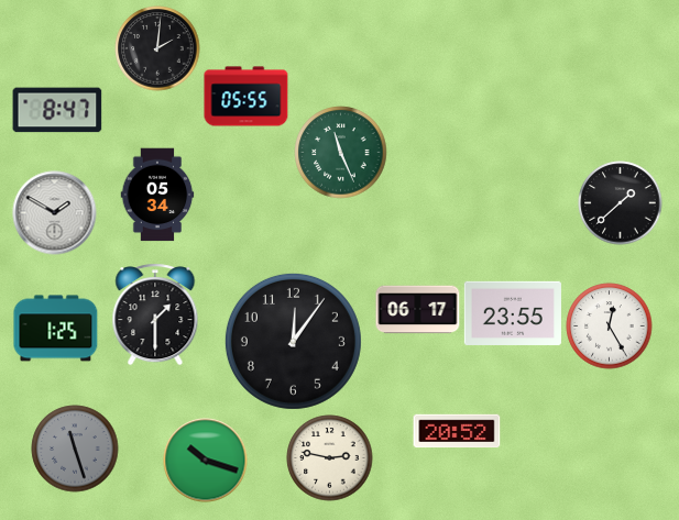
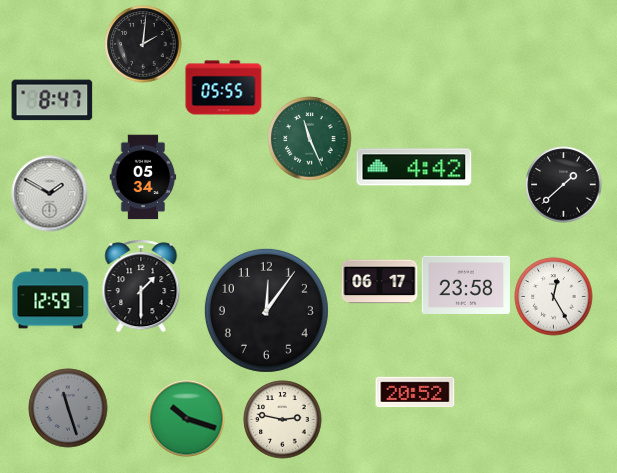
clock at (414, 167): none -> 4:42
clock at (513, 313): 23:55 -> 23:58
clock at (56, 329): 1:25 -> 12:59
clock at (330, 458) position: (330, 458) -> (283, 420)
